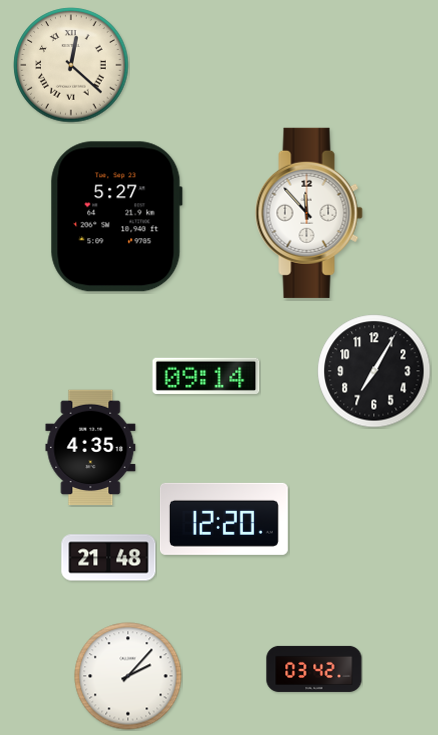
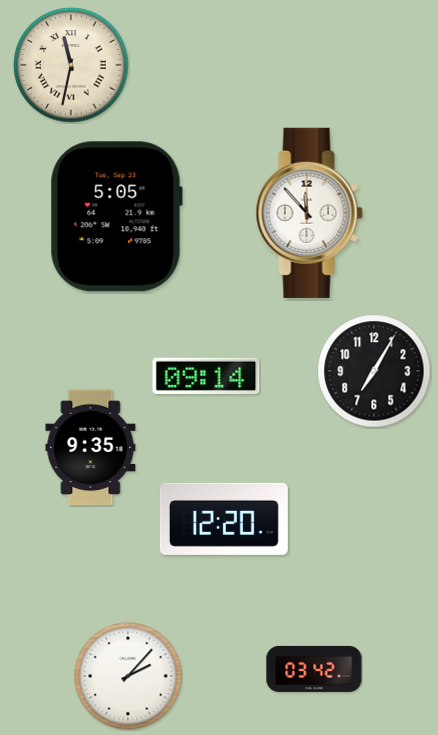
clock at (71, 65): 12:22 -> 11:32
clock at (116, 217): 5:27 -> 5:05
clock at (91, 448): 4:35 -> 9:35
clock at (109, 558): 21:48 -> none
